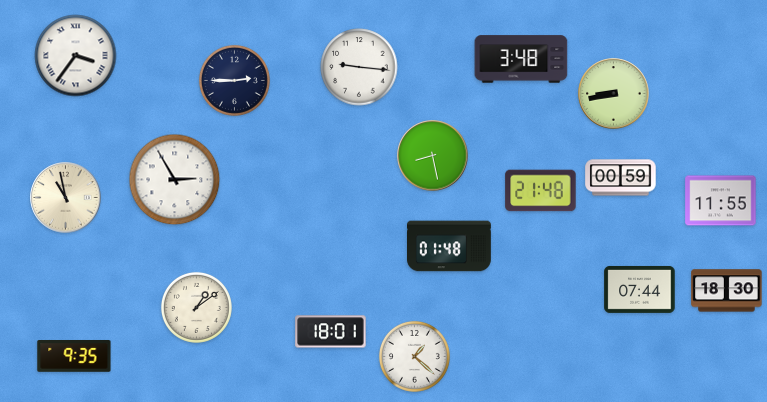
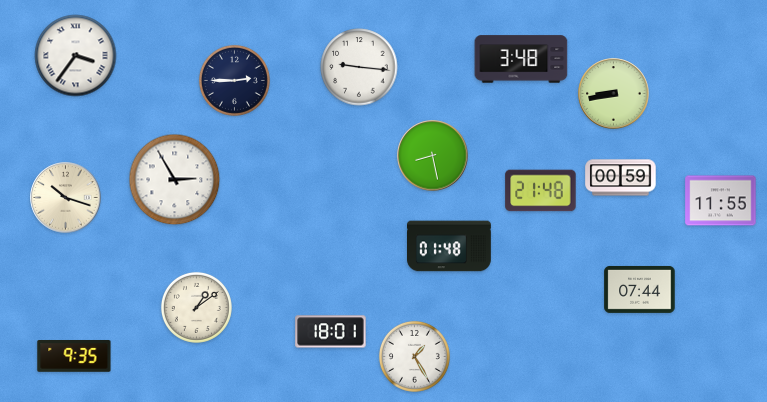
clock at (66, 198): 10:58 -> 10:18
clock at (727, 291): 18:30 -> none
clock at (414, 356): 1:22 -> 1:25
